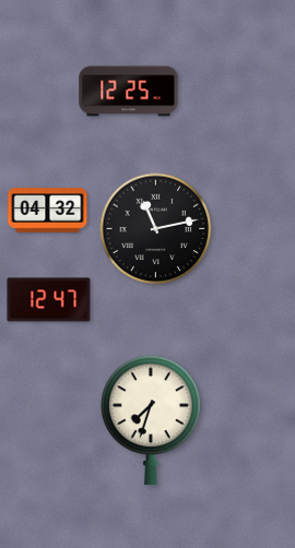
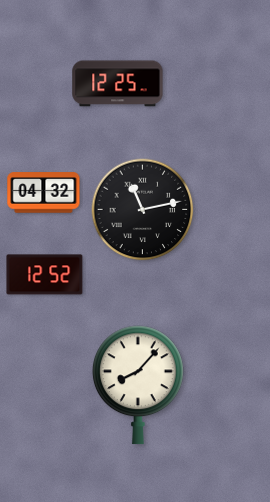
clock at (49, 300): 12:47 -> 12:52
clock at (151, 420): 7:33 -> 8:07
